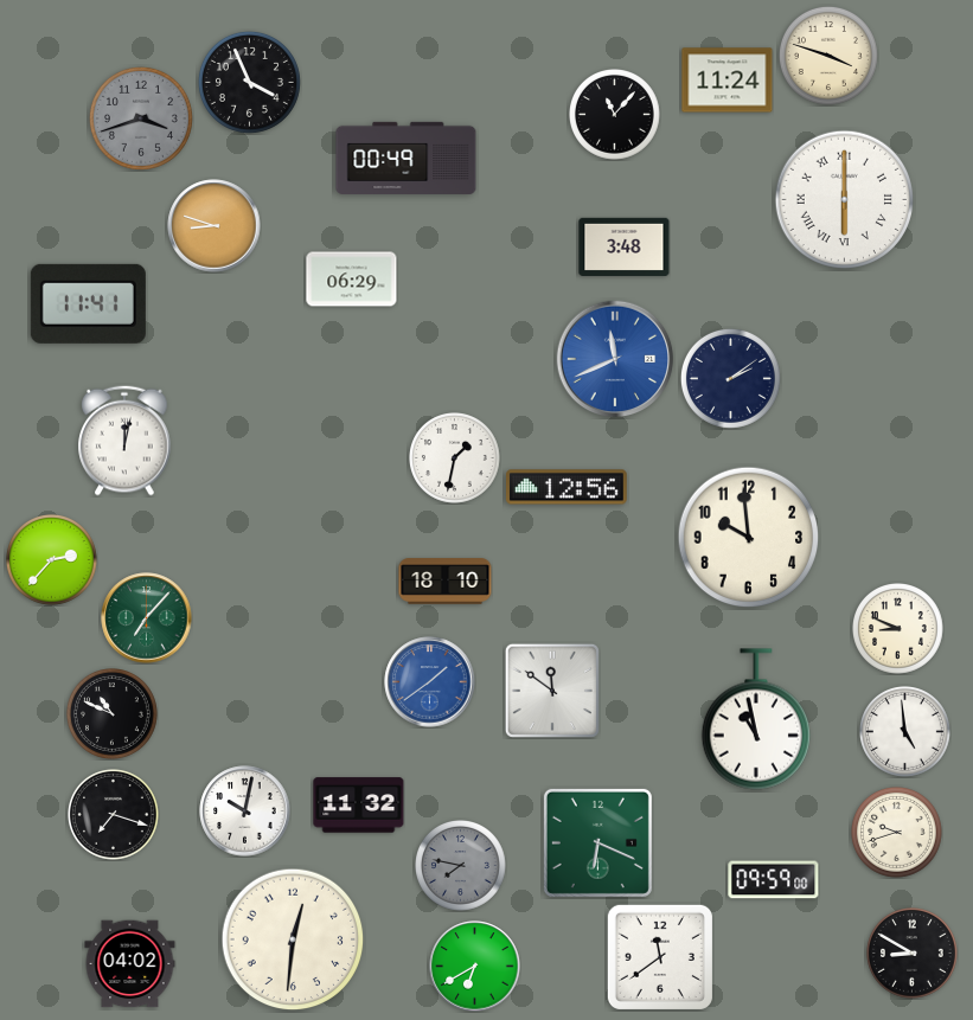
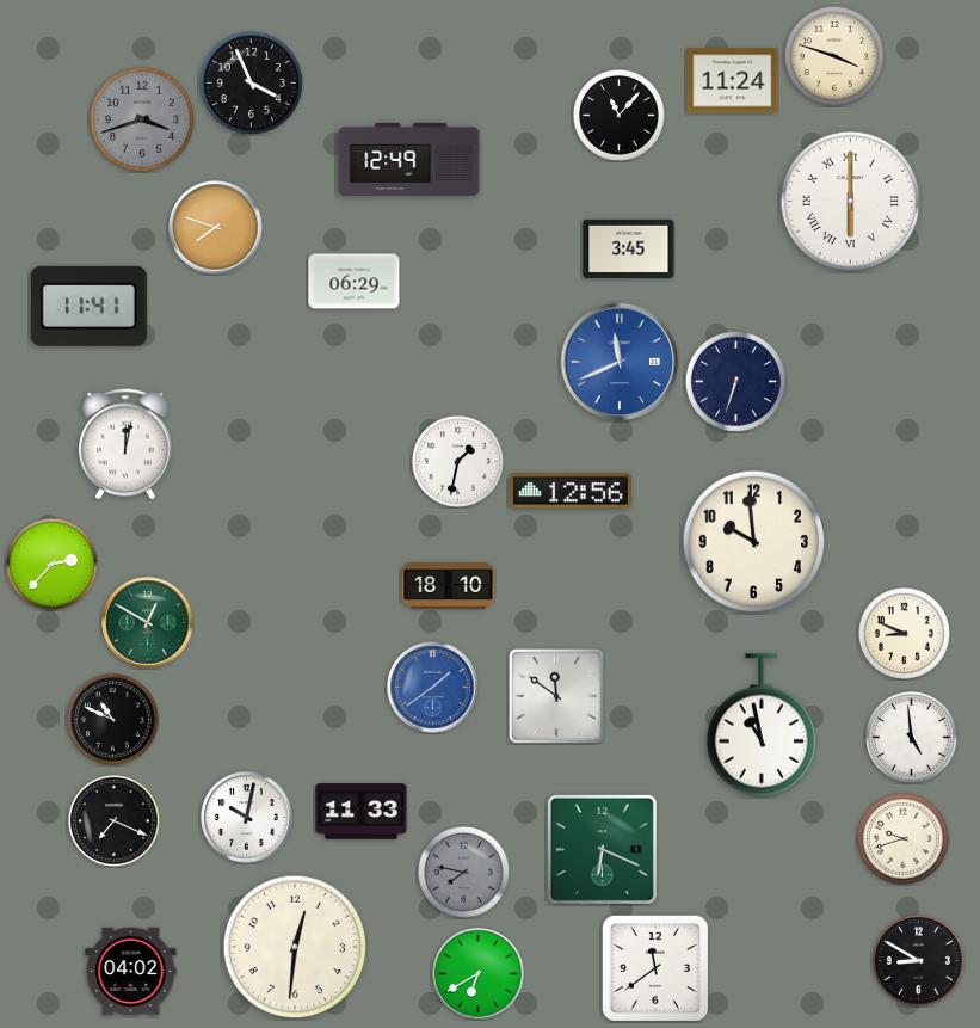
clock at (407, 158): 00:49 -> 12:49
clock at (215, 226): 8:48 -> 7:48
clock at (625, 246): 3:48 -> 3:45
clock at (730, 378): 2:09 -> 6:33
clock at (147, 618): 7:07 -> 12:50
clock at (359, 806): 11:32 -> 11:33
clock at (114, 815): 7:18 -> 7:19
clock at (774, 880): 09:59 -> none
clock at (660, 957) position: (660, 957) -> (655, 968)
